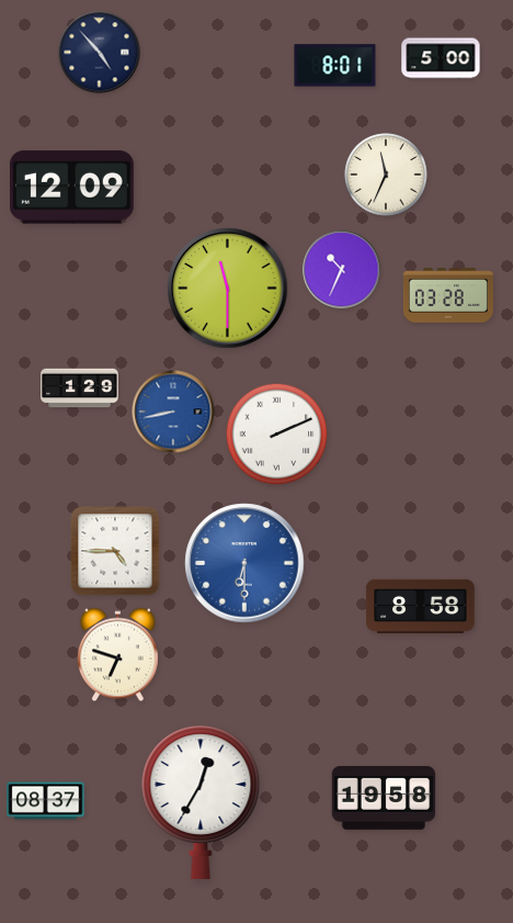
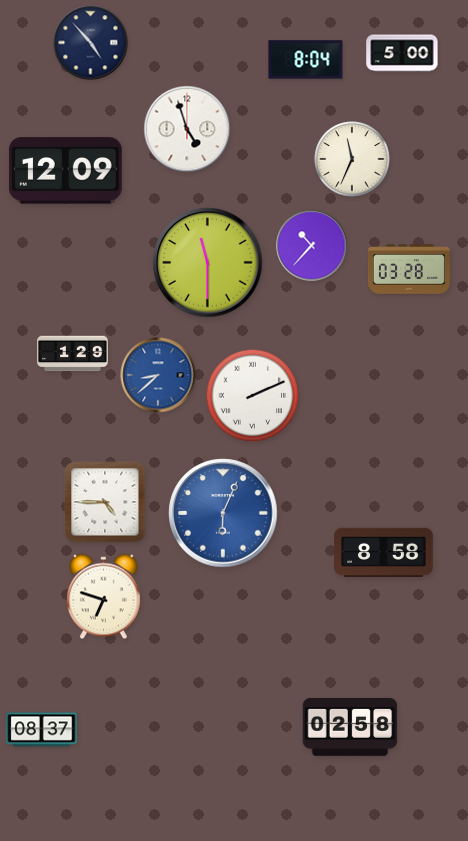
clock at (100, 53) position: (100, 53) -> (91, 43)
clock at (335, 66): 8:01 -> 8:04
clock at (187, 129): none -> 4:57
clock at (342, 270): 10:34 -> 10:37
clock at (173, 412): 8:43 -> 8:38
clock at (244, 563): 6:30 -> 6:04
clock at (117, 655) position: (117, 655) -> (103, 597)
clock at (384, 798): 19:58 -> 02:58
clock at (201, 802): 12:35 -> none
